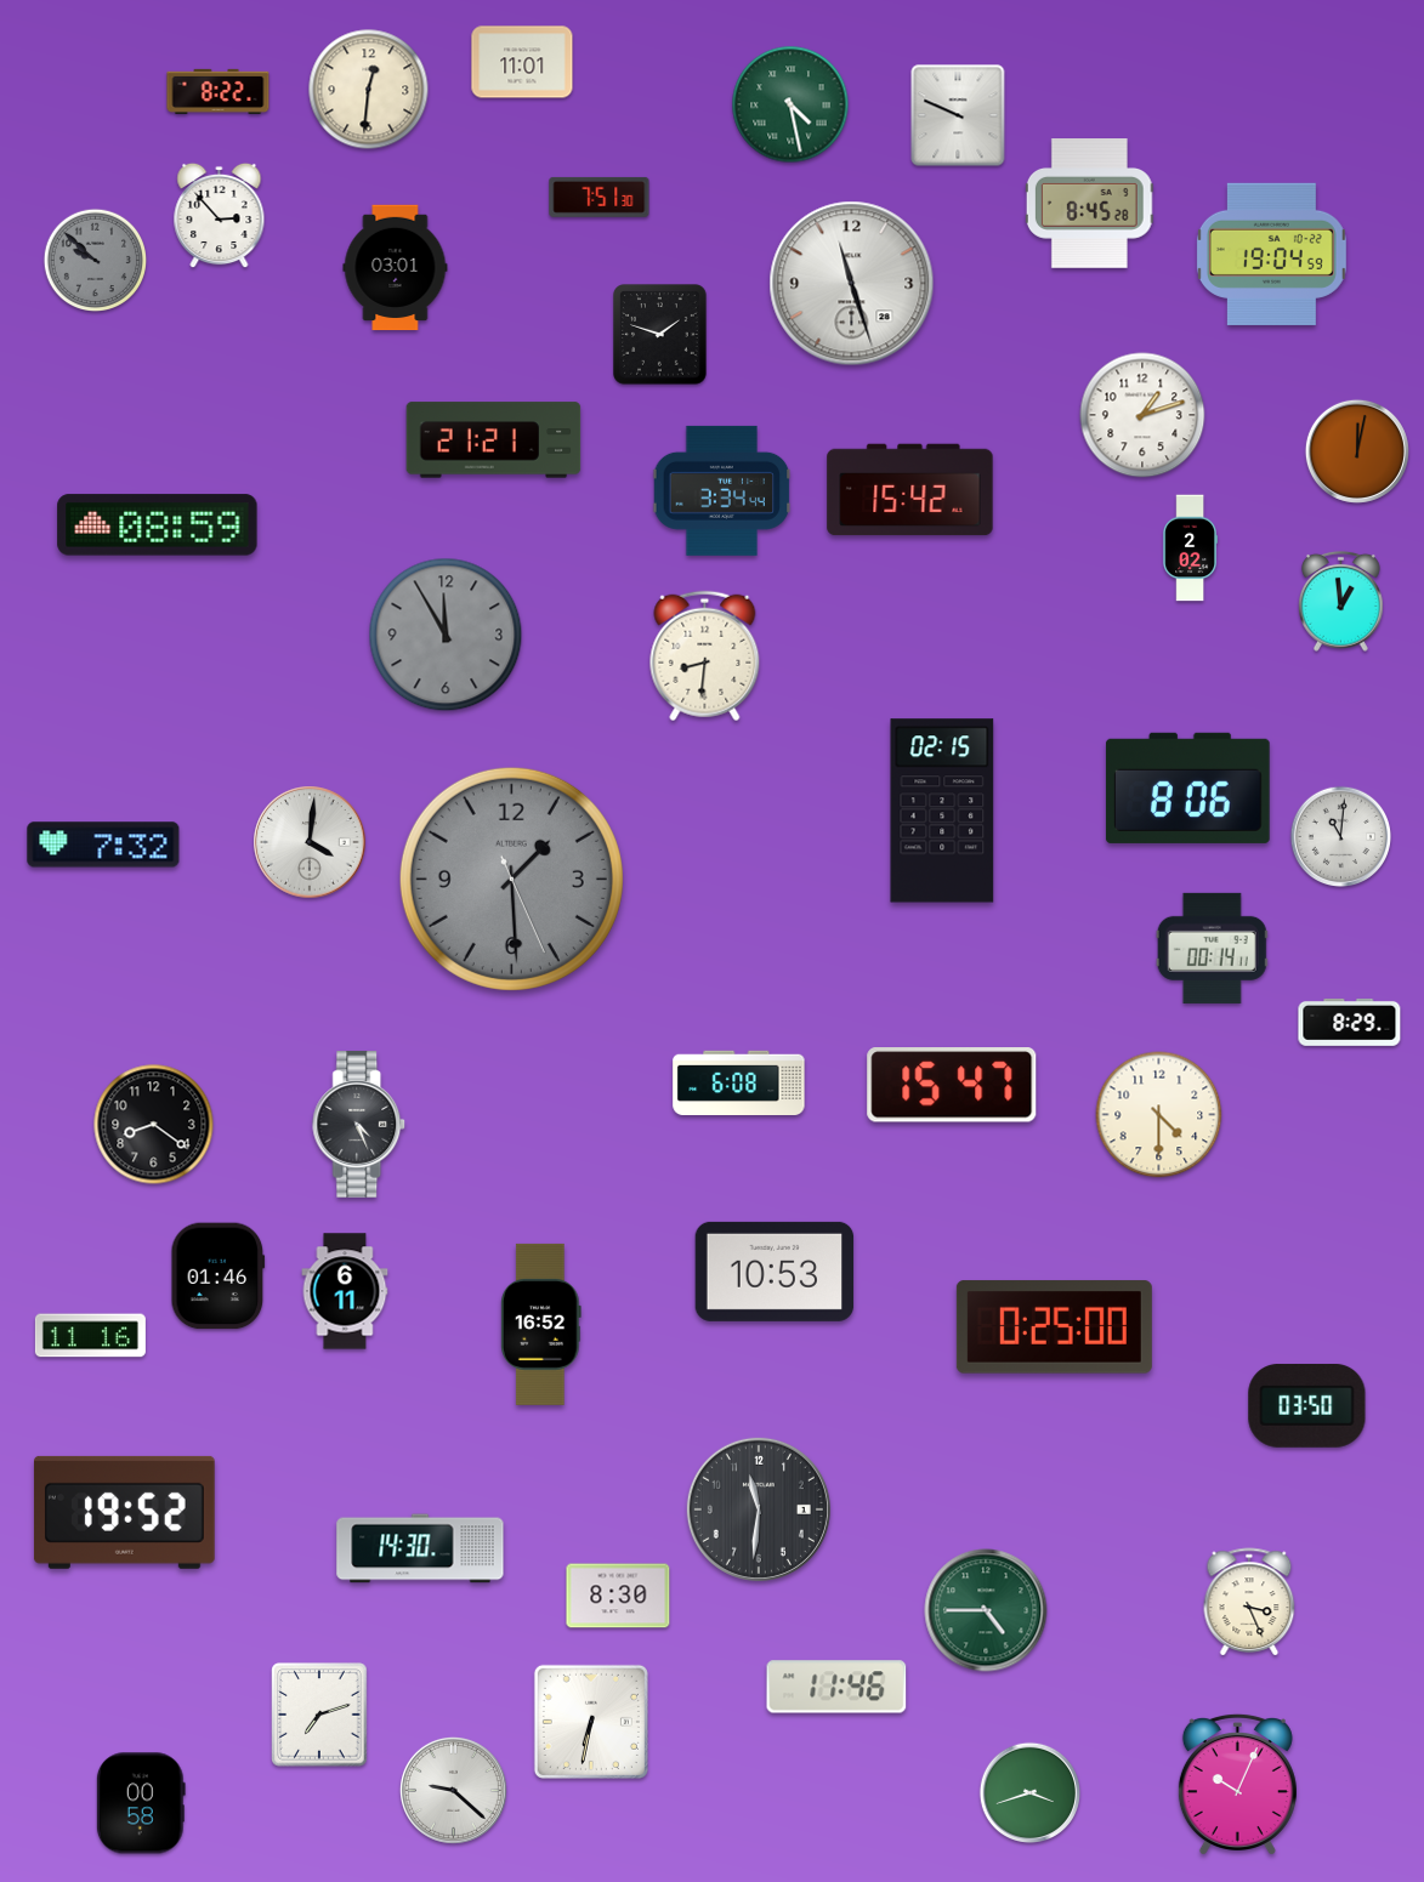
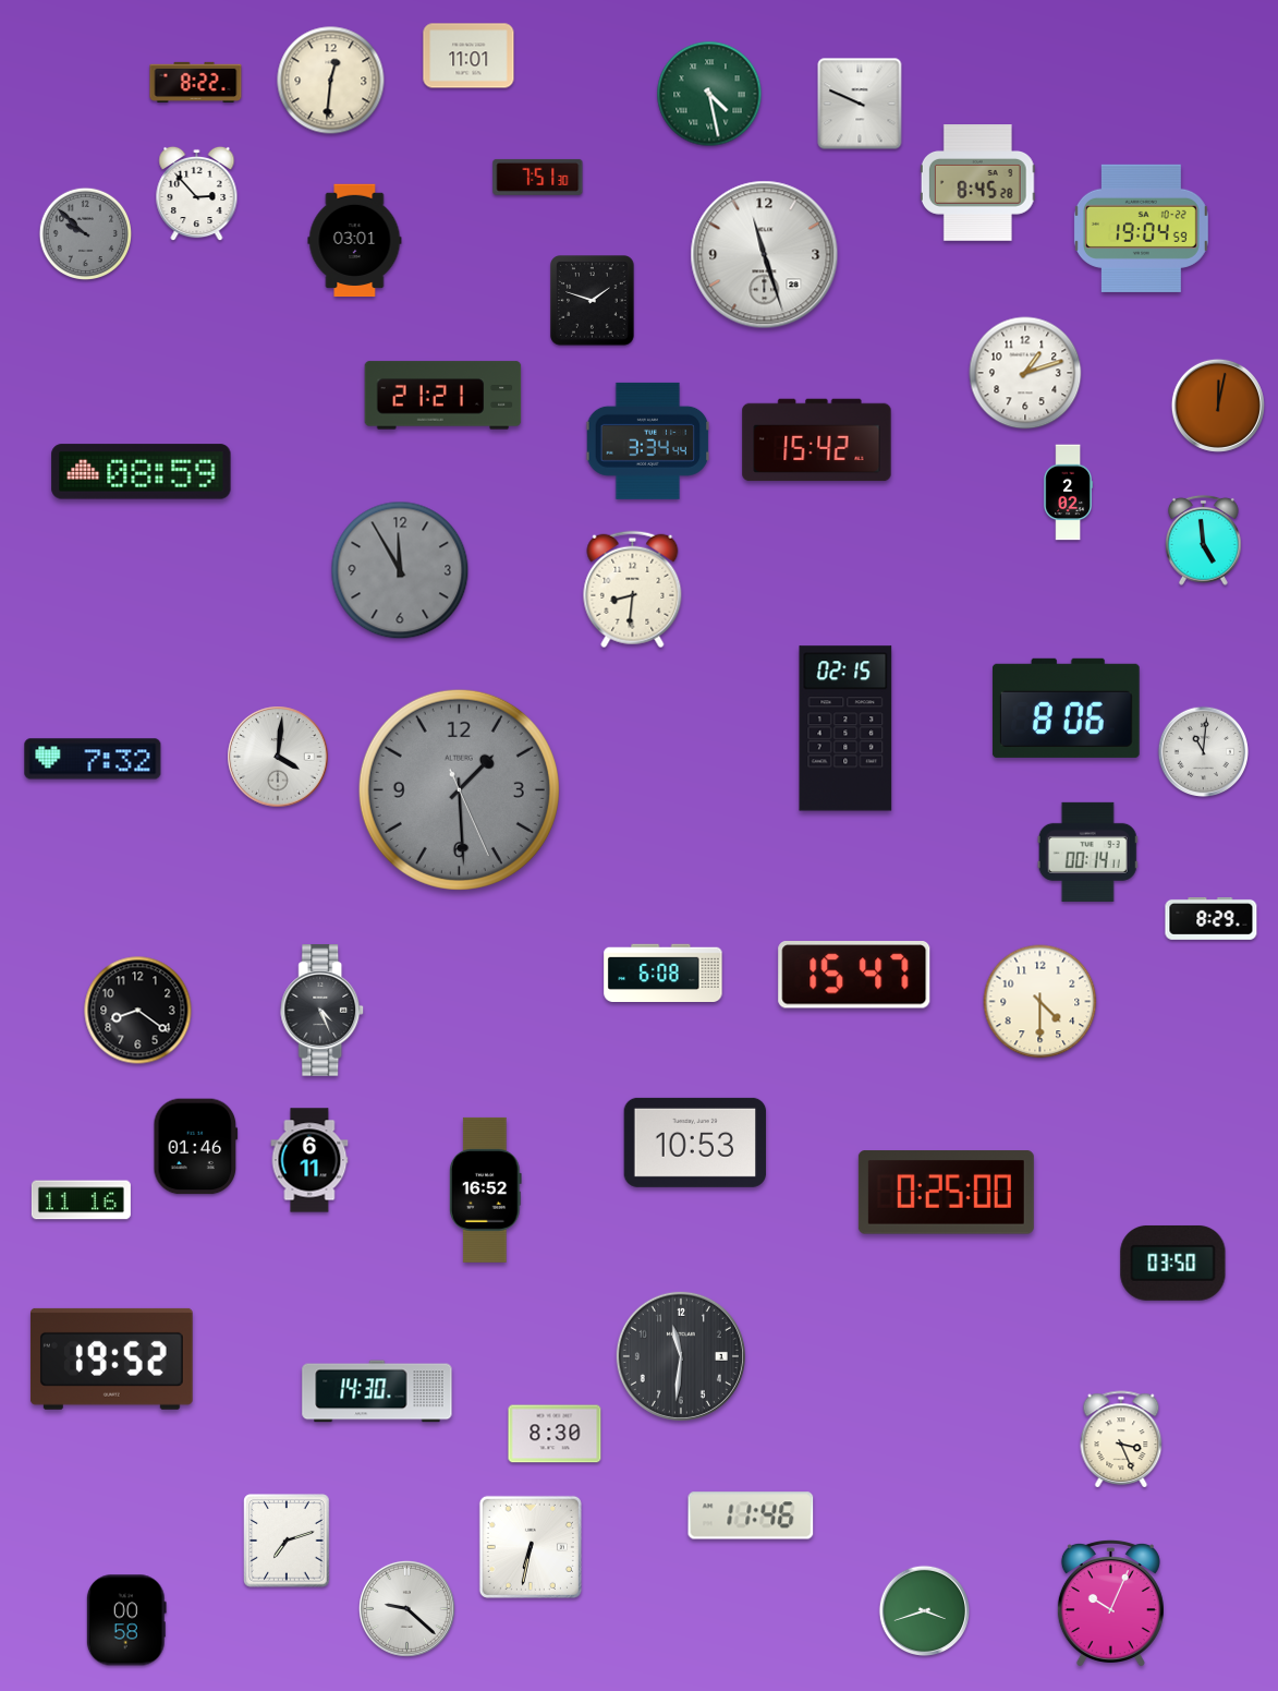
clock at (1341, 601): 12:59 -> 4:59
clock at (986, 1610): 4:45 -> none
